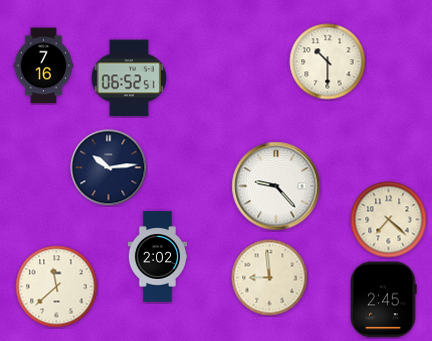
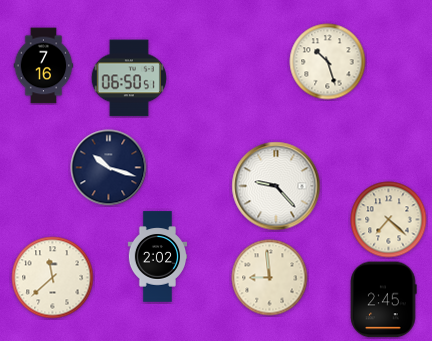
clock at (328, 62): 10:30 -> 10:27
clock at (129, 78): 06:52 -> 06:50
clock at (109, 168): 10:14 -> 10:18
clock at (57, 287) position: (57, 287) -> (53, 278)
